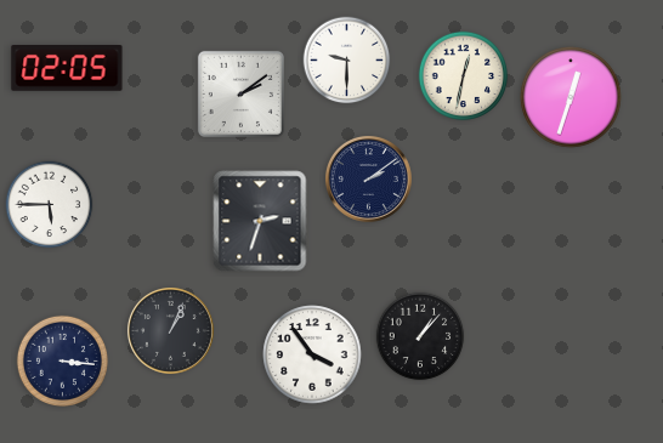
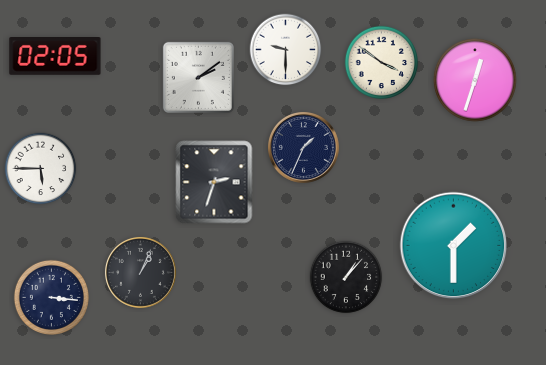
clock at (464, 76): 12:32 -> 3:51
clock at (571, 97) position: (571, 97) -> (475, 80)
clock at (368, 178): 2:09 -> 1:34
clock at (454, 246): none -> 1:30
clock at (312, 354): 3:54 -> none
